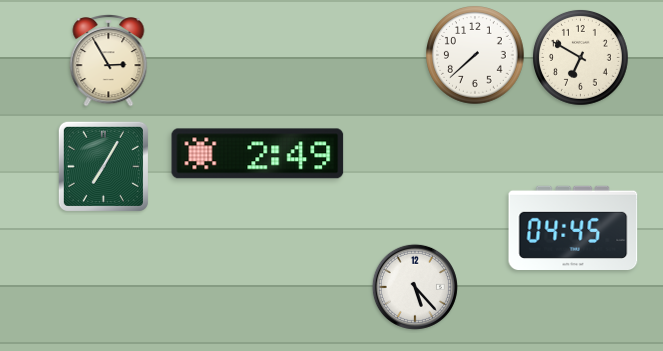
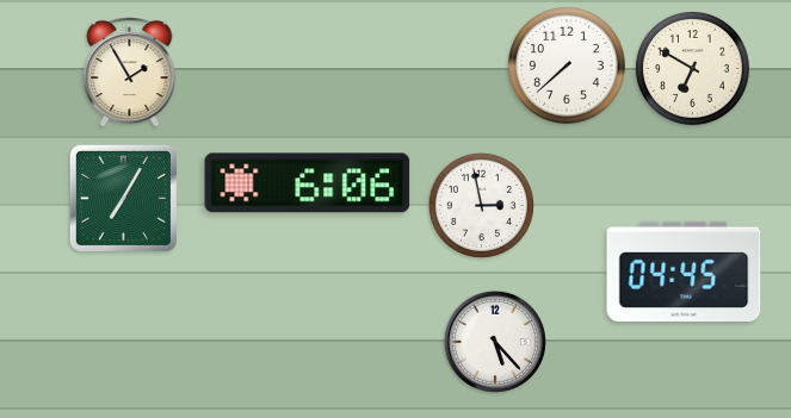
clock at (109, 61): 2:55 -> 1:55
clock at (258, 154): 2:49 -> 6:06
clock at (481, 205): none -> 2:58
